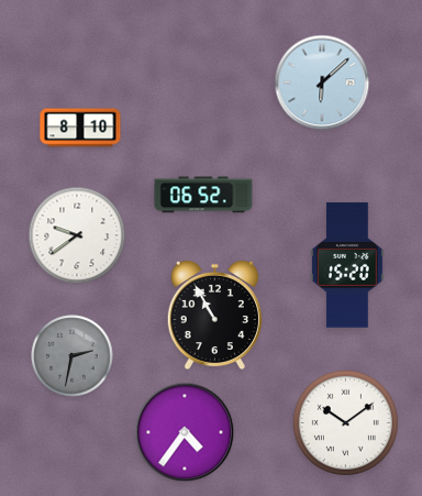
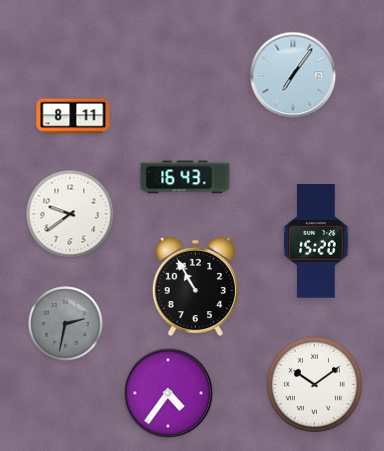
clock at (322, 82): 6:08 -> 7:06
clock at (80, 128): 8:10 -> 8:11
clock at (203, 195): 06:52 -> 16:43
